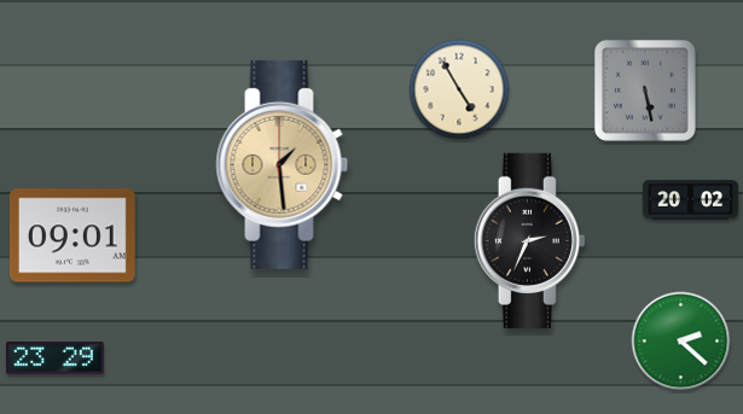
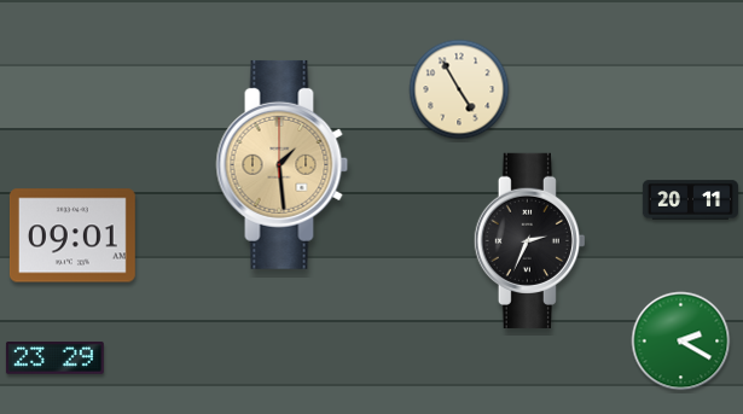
clock at (645, 91): 5:28 -> none
clock at (690, 200): 20:02 -> 20:11
clock at (681, 342): 2:22 -> 2:20
